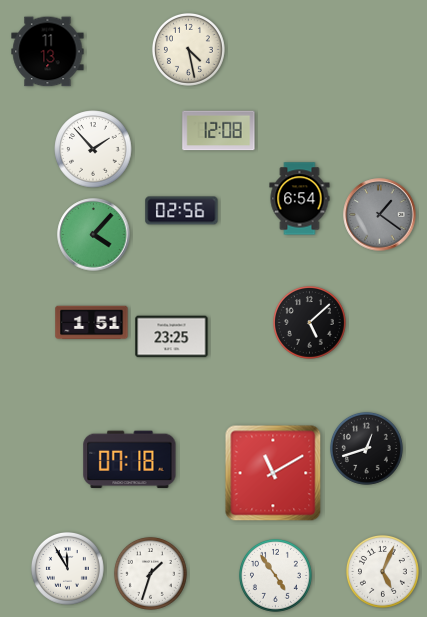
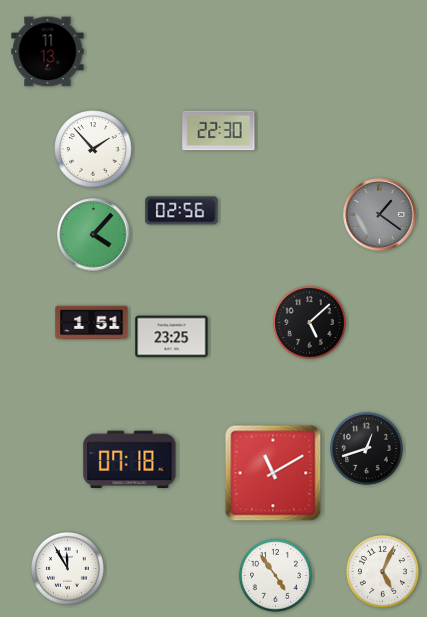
clock at (188, 49): 4:28 -> none
clock at (219, 131): 12:08 -> 22:30
clock at (300, 199): 6:54 -> none
clock at (150, 573): 1:33 -> none
